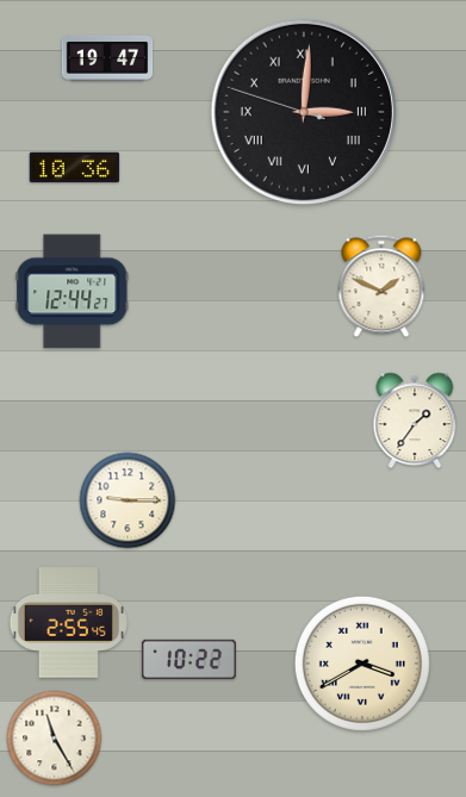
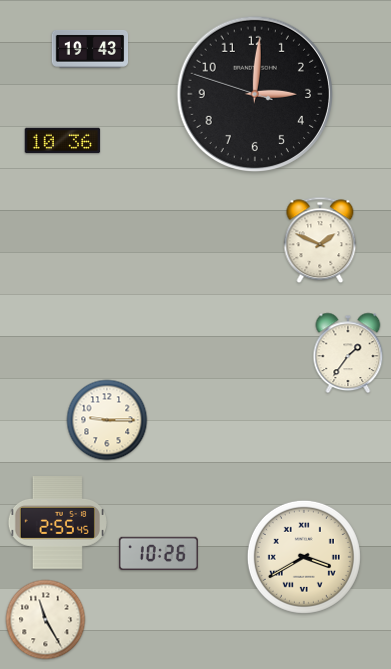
clock at (107, 60): 19:47 -> 19:43
clock at (303, 111) numerals: Roman -> Arabic
clock at (73, 292): 12:44 -> none
clock at (188, 660): 10:22 -> 10:26
